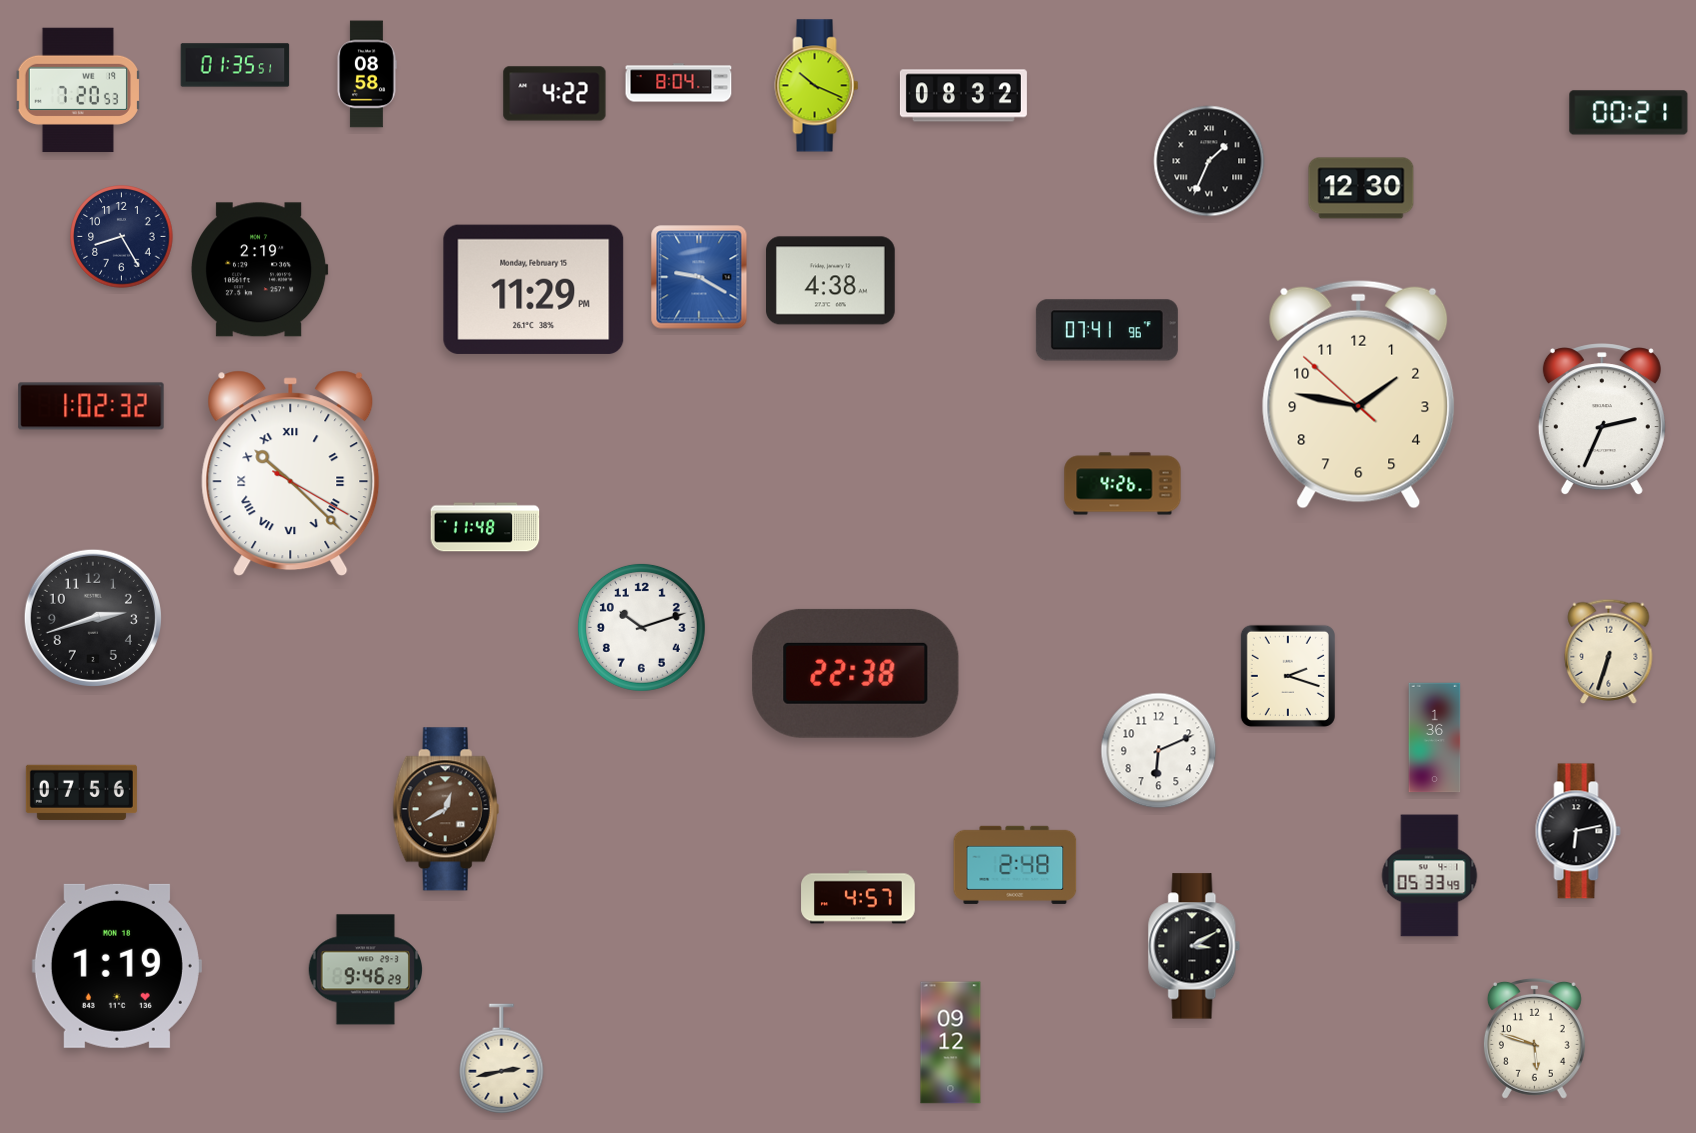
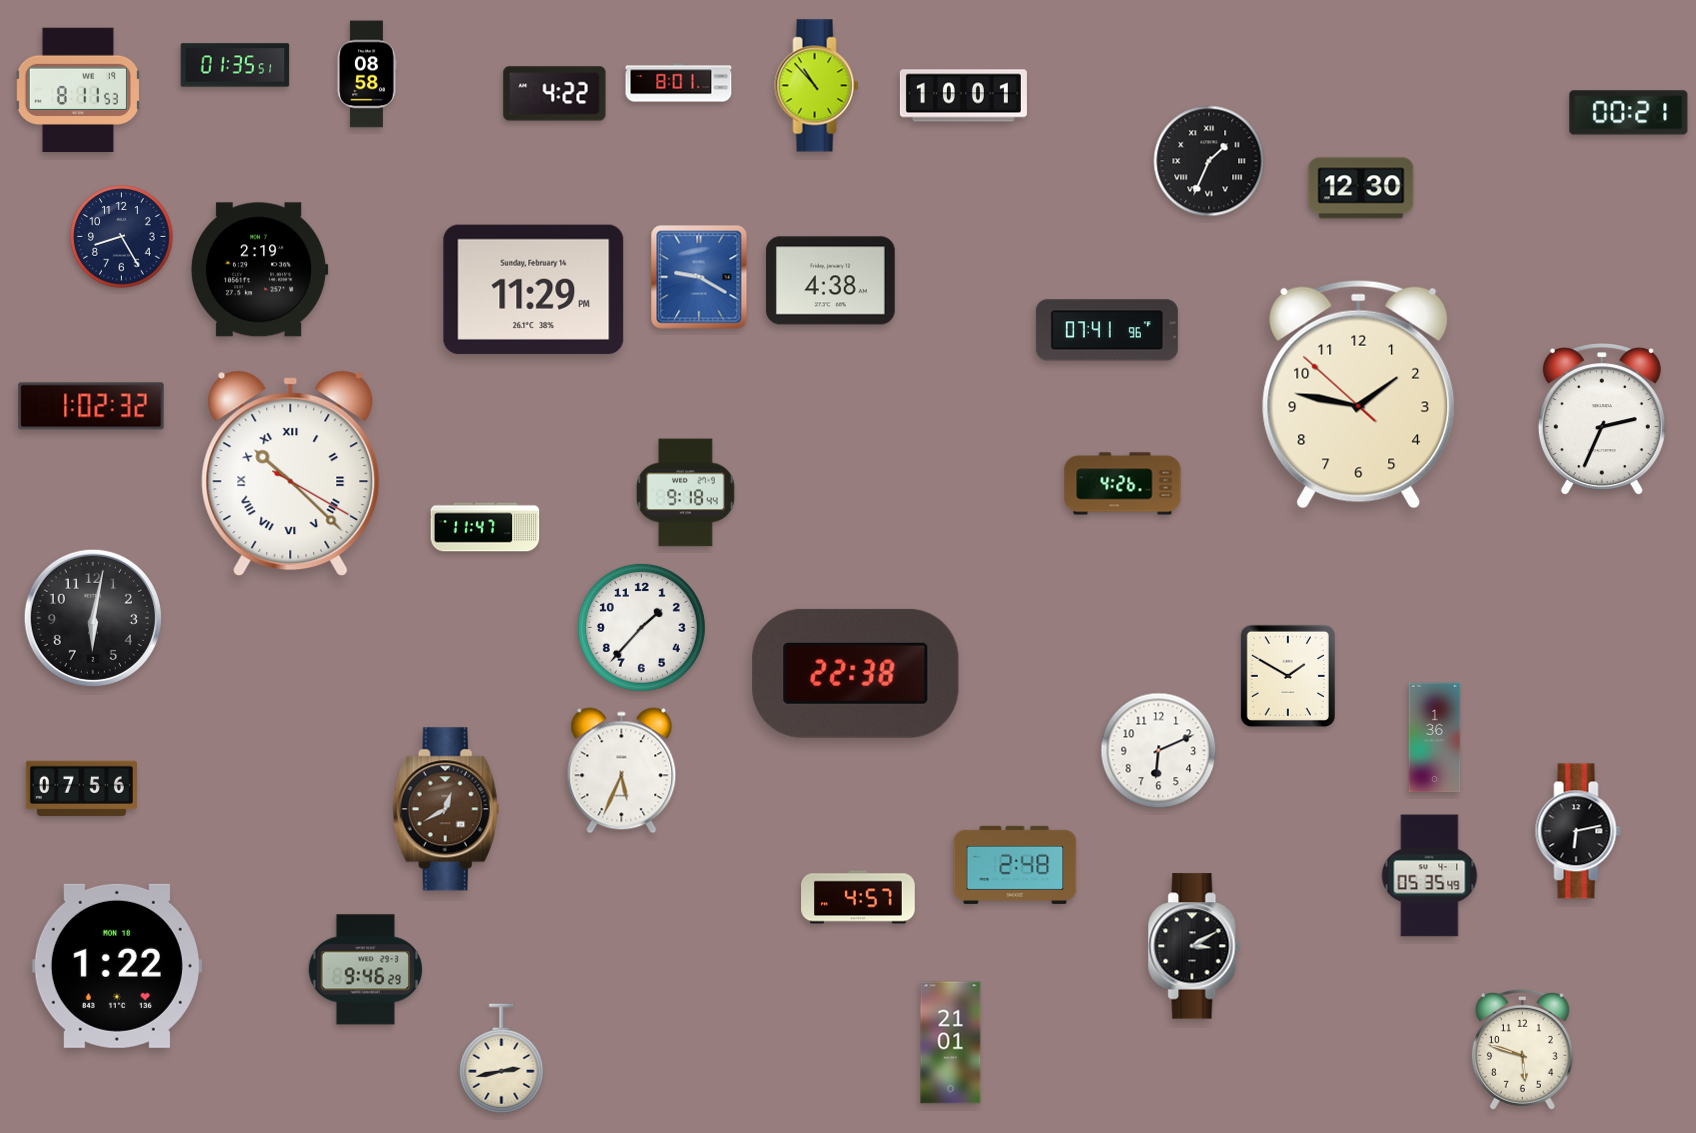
clock at (679, 83): 8:04 -> 8:01
clock at (817, 86): 10:19 -> 10:53
clock at (78, 90): 7:20 -> 8:11
clock at (963, 96): 08:32 -> 10:01
clock at (534, 289) date: Monday, February 15 -> Sunday, February 14
clock at (686, 493): none -> 9:18
clock at (485, 527): 11:48 -> 11:47
clock at (93, 618): 2:42 -> 6:02
clock at (641, 627): 10:12 -> 1:37
clock at (1609, 651): 6:33 -> none
clock at (1288, 676): 2:18 -> 1:50
clock at (622, 771): none -> 5:34
clock at (81, 792) position: (81, 792) -> (81, 788)
clock at (1430, 876): 05:33 -> 05:35
clock at (117, 966): 1:19 -> 1:22
clock at (1534, 1038) position: (1534, 1038) -> (1522, 1049)
clock at (951, 1043): 09:12 -> 21:01
